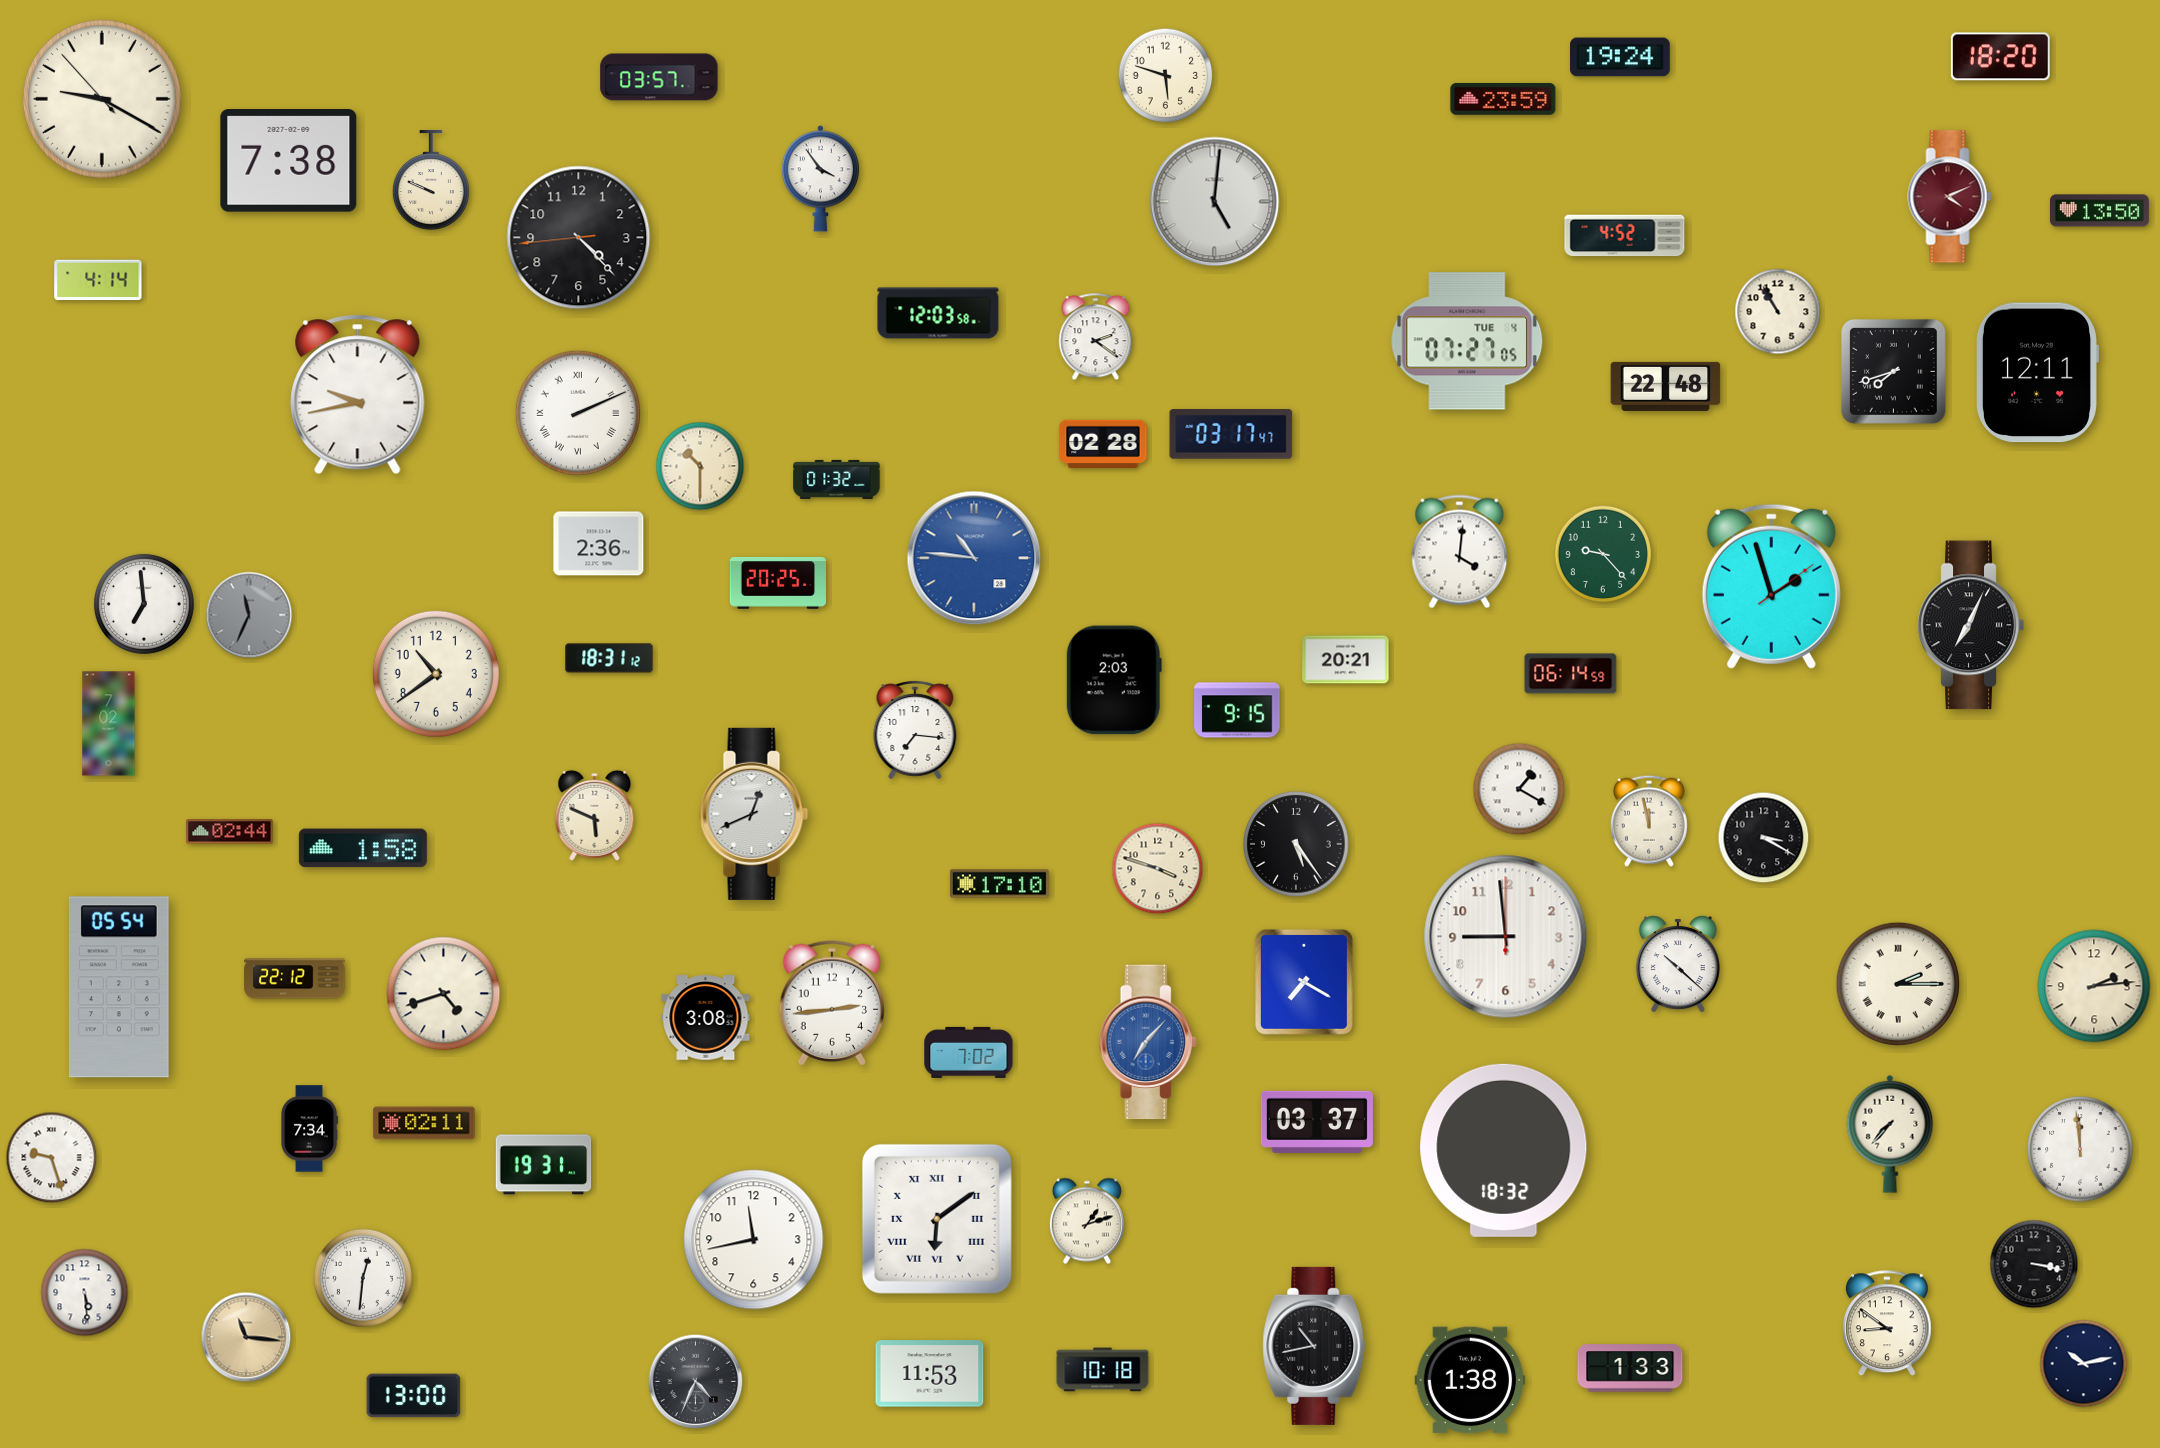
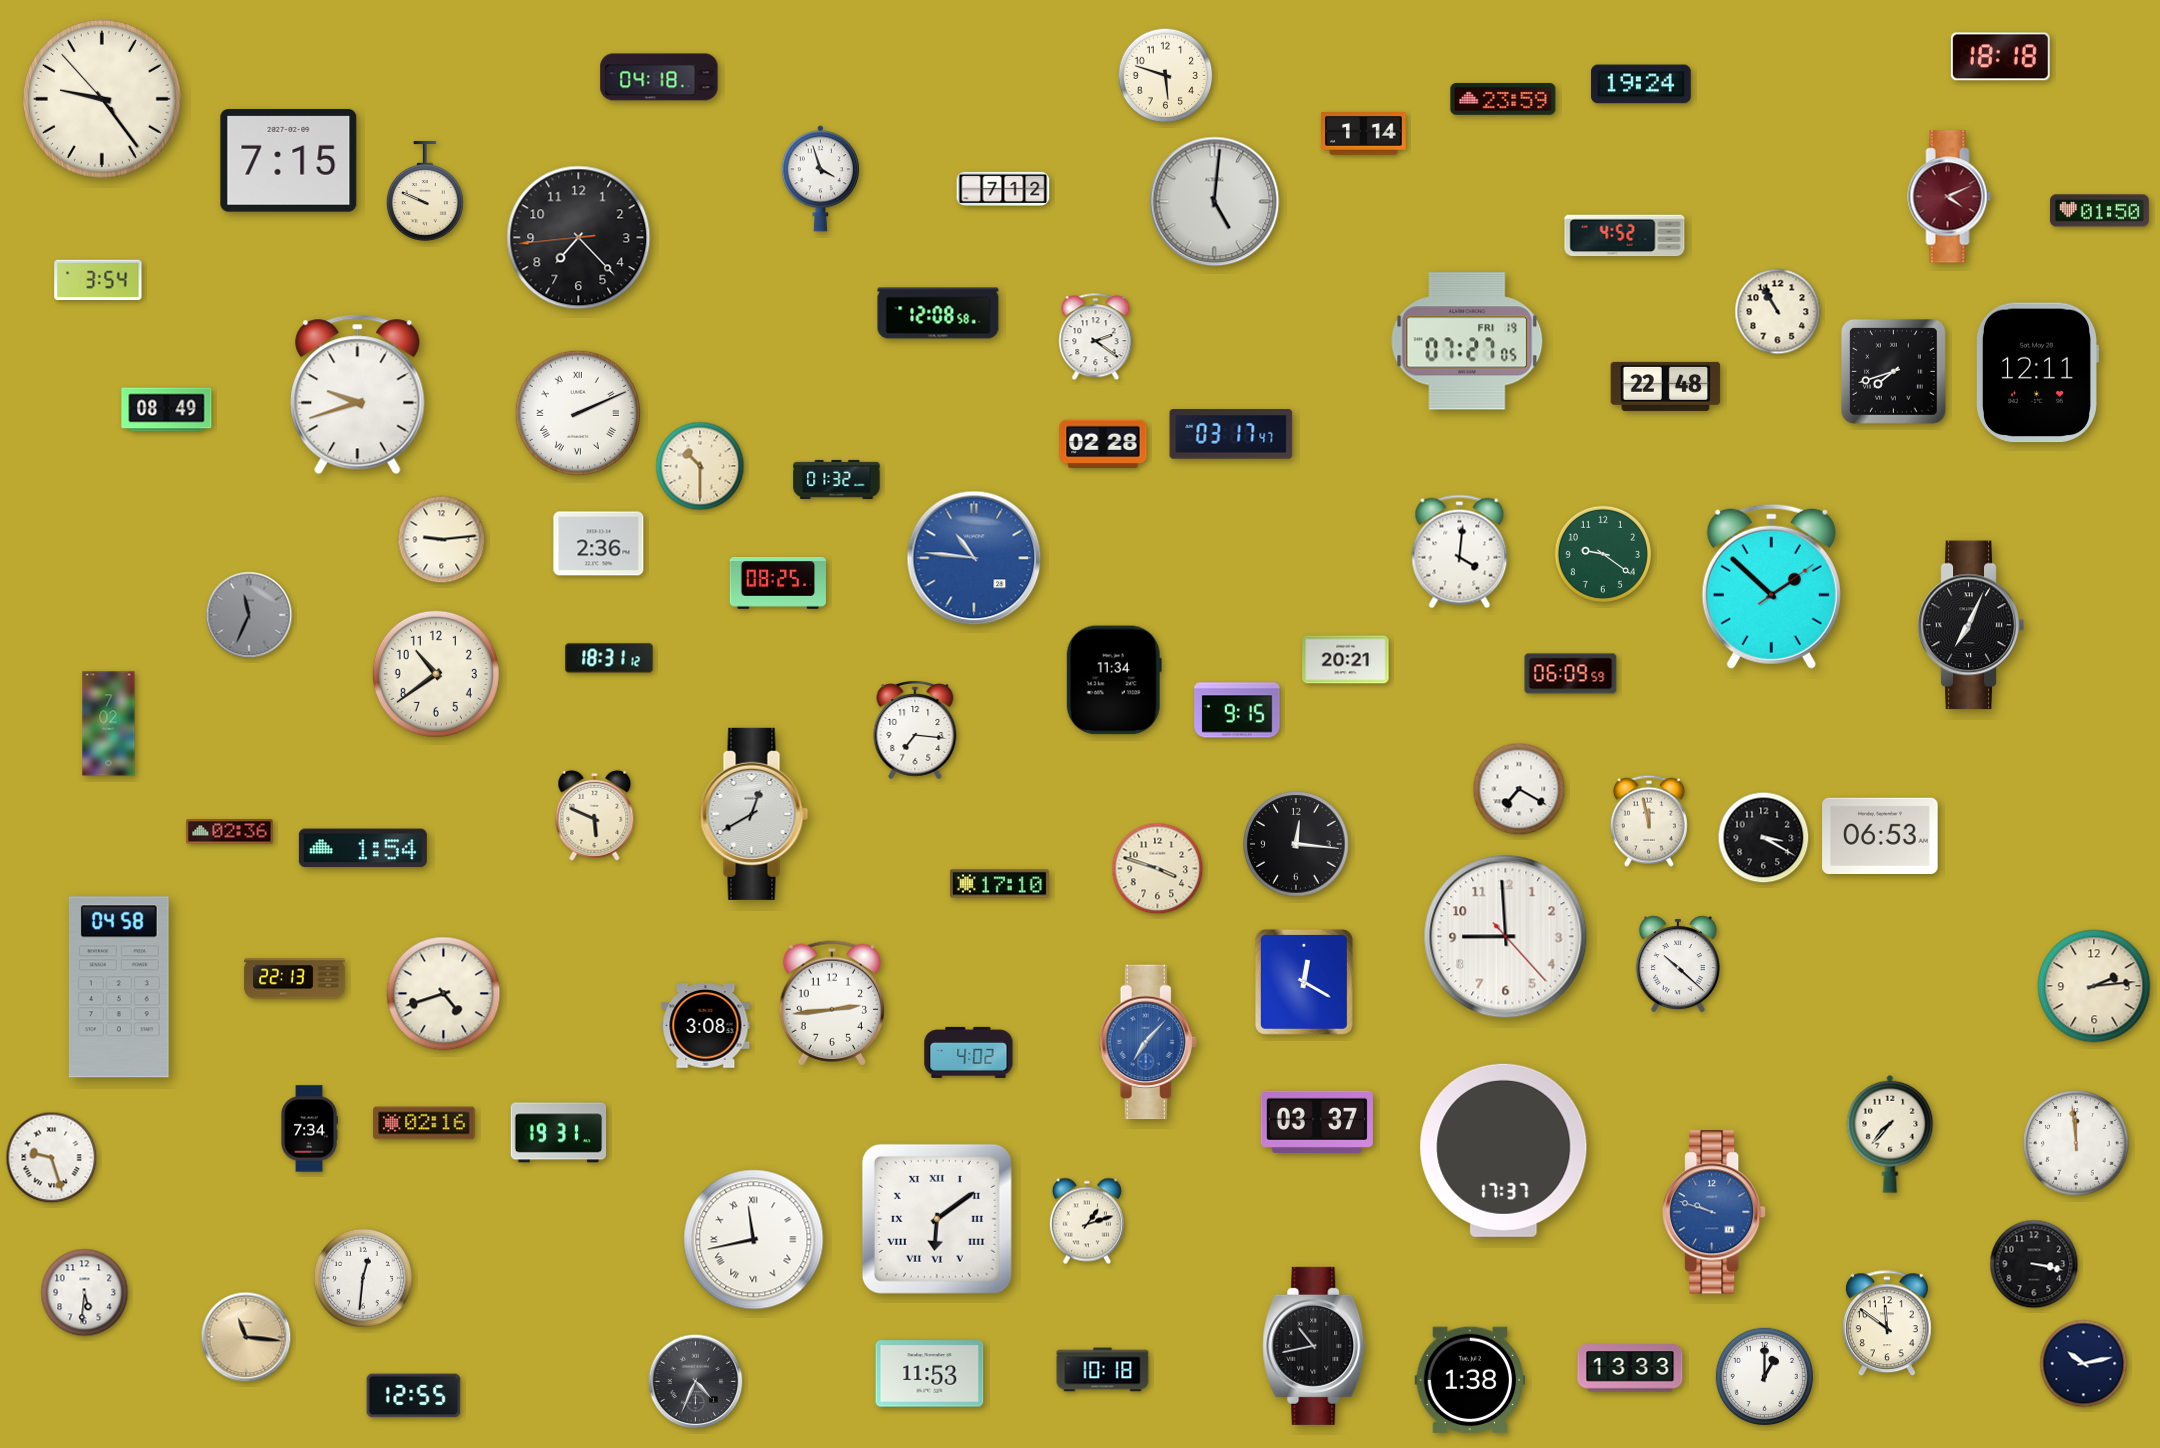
clock at (1620, 57) position: (1620, 57) -> (1641, 84)
clock at (2000, 57): 18:20 -> 18:18
clock at (659, 77): 03:57 -> 04:18
clock at (102, 99): 9:19 -> 9:23
clock at (1364, 134): none -> 1:14
clock at (289, 161): 7:38 -> 7:15
clock at (820, 179): 3:54 -> 3:57
clock at (431, 180) position: (431, 180) -> (425, 191)
clock at (1003, 189): none -> 7:12
clock at (2099, 211): 13:50 -> 01:50
clock at (579, 238): 4:22 -> 7:22
clock at (98, 280): 4:14 -> 3:54
clock at (938, 313): 12:03 -> 12:08
clock at (1467, 341) date: TUE 4 -> FRI 19
clock at (358, 395): 9:43 -> 9:42
clock at (167, 410): none -> 08:49
clock at (442, 540): none -> 9:14
clock at (1602, 553): 9:23 -> 9:21
clock at (777, 584): 20:25 -> 08:25
clock at (1771, 586): 1:57 -> 1:52
clock at (144, 604): 6:59 -> none
clock at (1571, 674): 06:14 -> 06:09
clock at (1114, 680): 2:03 -> 11:34
clock at (1519, 789): 1:20 -> 7:20
clock at (754, 814): 12:41 -> 12:40
clock at (230, 832): 02:44 -> 02:36
clock at (1880, 835): none -> 06:53
clock at (1296, 844): 5:24 -> 12:16
clock at (363, 848): 1:58 -> 1:54
clock at (1506, 937): 8:59:00 -> 8:59:23
clock at (295, 979): 22:12 -> 22:13
clock at (1304, 982): 7:20 -> 12:20
clock at (1898, 984): 2:15 -> none
clock at (119, 987): 05:54 -> 04:58
clock at (706, 1018) position: (706, 1018) -> (706, 1026)
clock at (969, 1052): 7:02 -> 4:02
clock at (424, 1123): 02:11 -> 02:16
clock at (2080, 1149) position: (2080, 1149) -> (2076, 1143)
clock at (1504, 1150): 18:32 -> 17:37
clock at (544, 1165) position: (544, 1165) -> (559, 1133)
clock at (1714, 1212): none -> 9:48
clock at (754, 1240) numerals: Arabic -> Roman
clock at (85, 1293): 5:29 -> 5:31
clock at (1887, 1324): 8:51 -> 11:51
clock at (1630, 1368): 1:33 -> 13:33
clock at (1764, 1376): none -> 1:00
clock at (414, 1396): 13:00 -> 12:55
